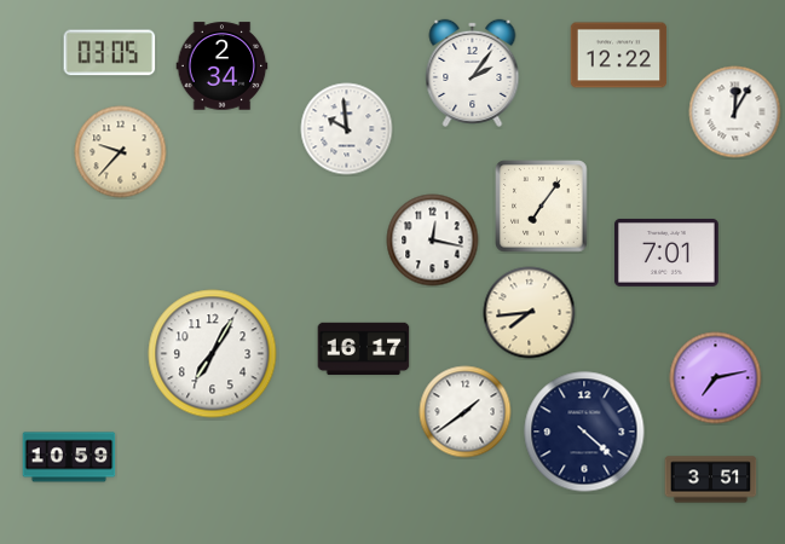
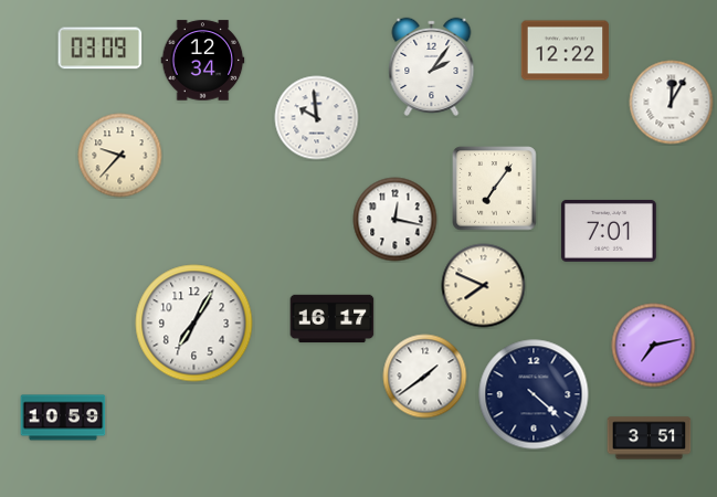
clock at (110, 53): 03:05 -> 03:09
clock at (223, 66): 2:34 -> 12:34
clock at (121, 152) position: (121, 152) -> (120, 156)
clock at (530, 313): 7:44 -> 7:49
